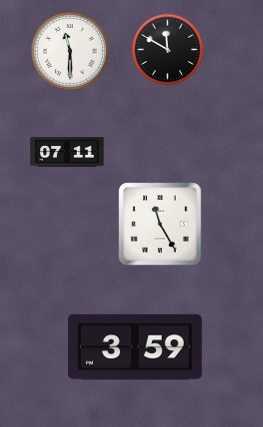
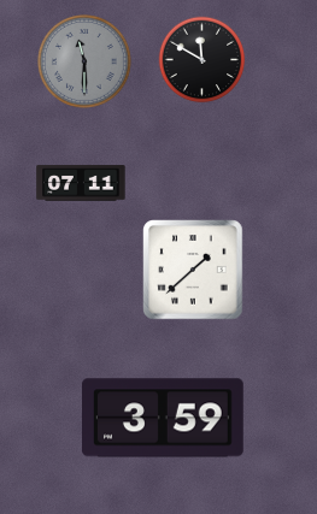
clock at (70, 51) dial: white -> grey
clock at (160, 224): 11:25 -> 1:38
